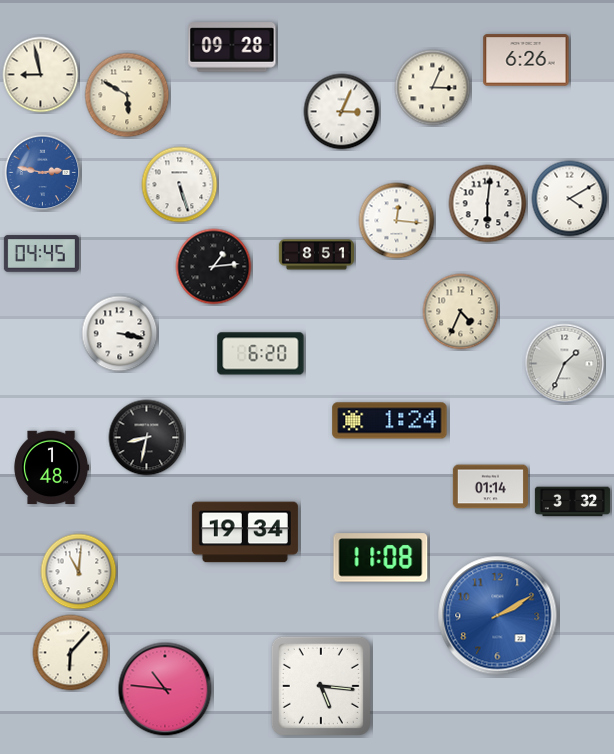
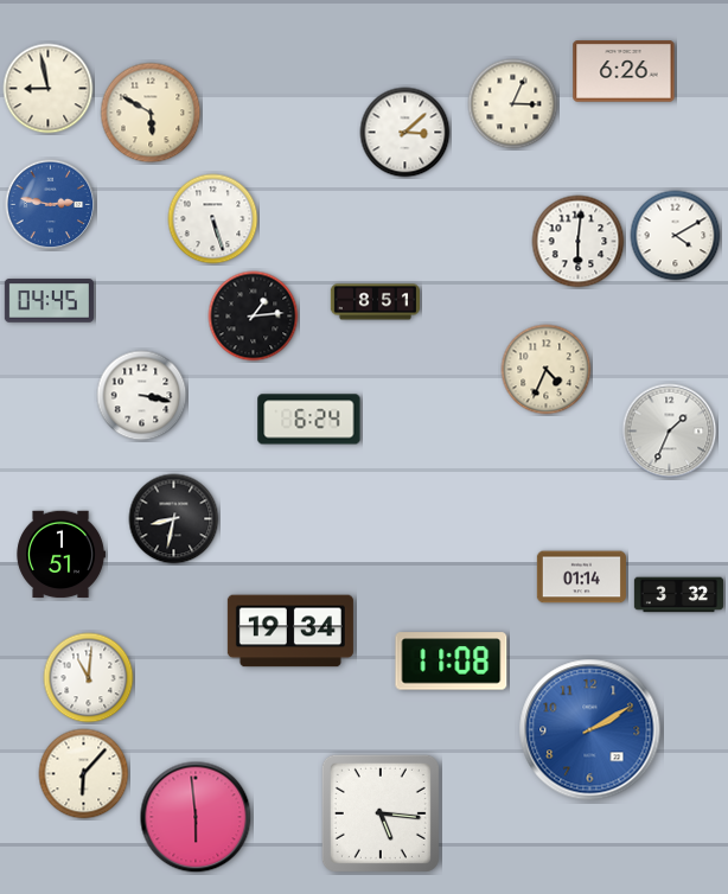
clock at (232, 47): 09:28 -> none
clock at (342, 112): 3:04 -> 3:08
clock at (397, 221): 12:16 -> none
clock at (261, 354): 6:20 -> 6:24
clock at (390, 421): 1:24 -> none
clock at (51, 468): 1:48 -> 1:51
clock at (79, 572) position: (79, 572) -> (89, 678)
clock at (165, 689): 10:46 -> 5:59
